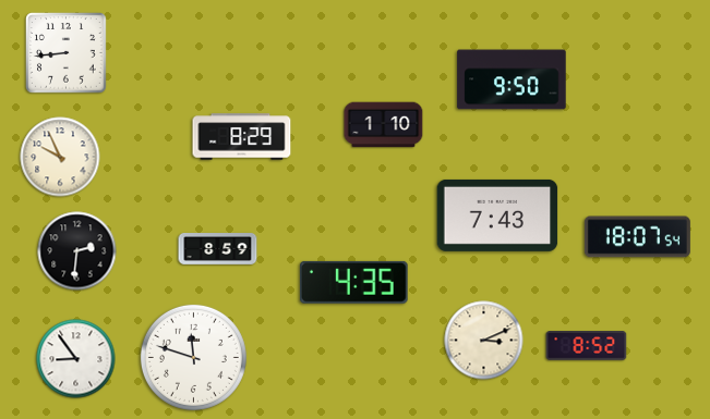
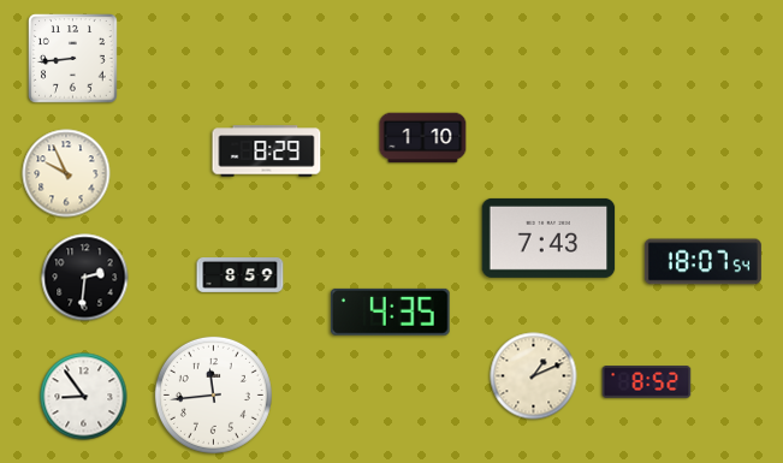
clock at (512, 79): 9:50 -> none
clock at (484, 341): 3:11 -> 1:11
clock at (193, 357): 11:48 -> 11:44
